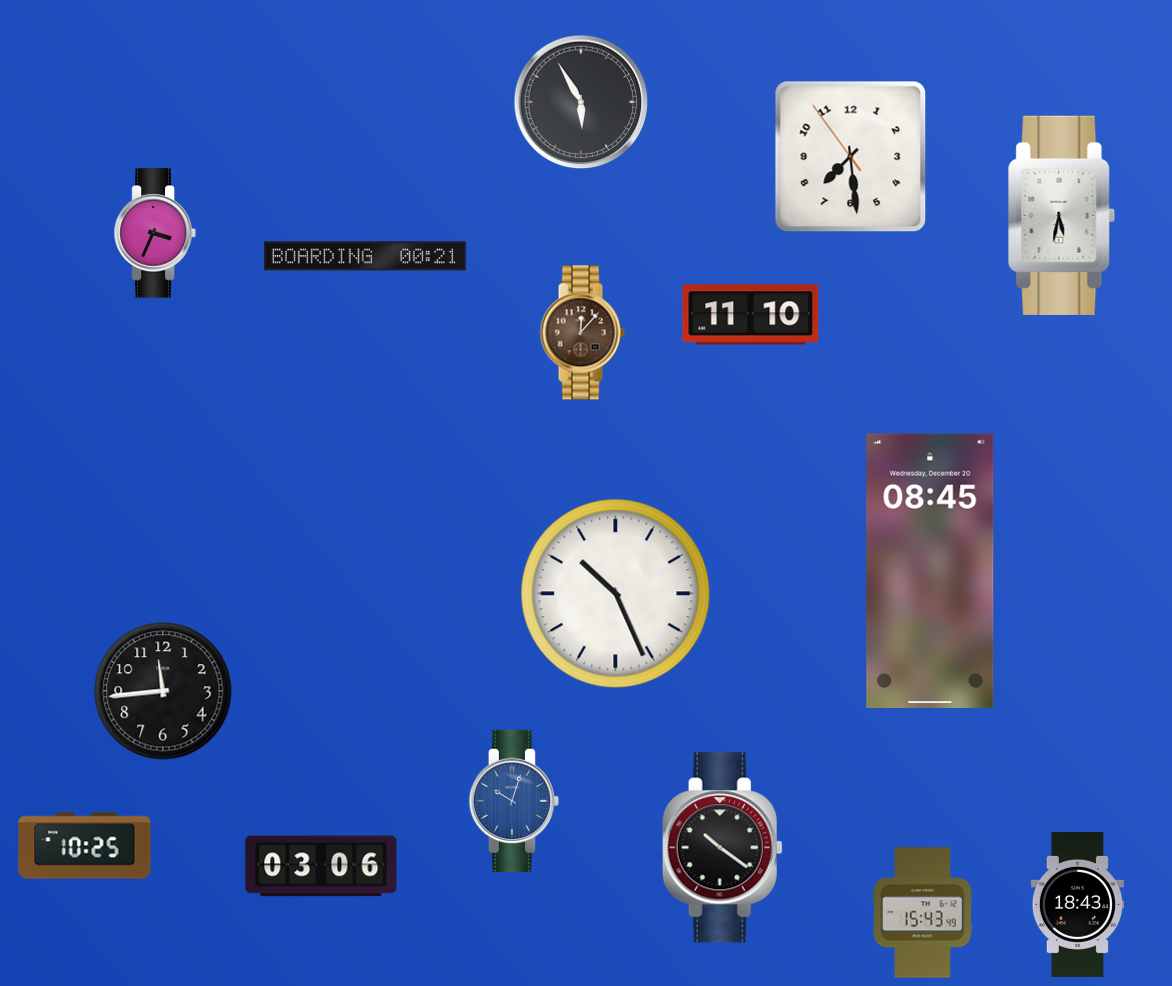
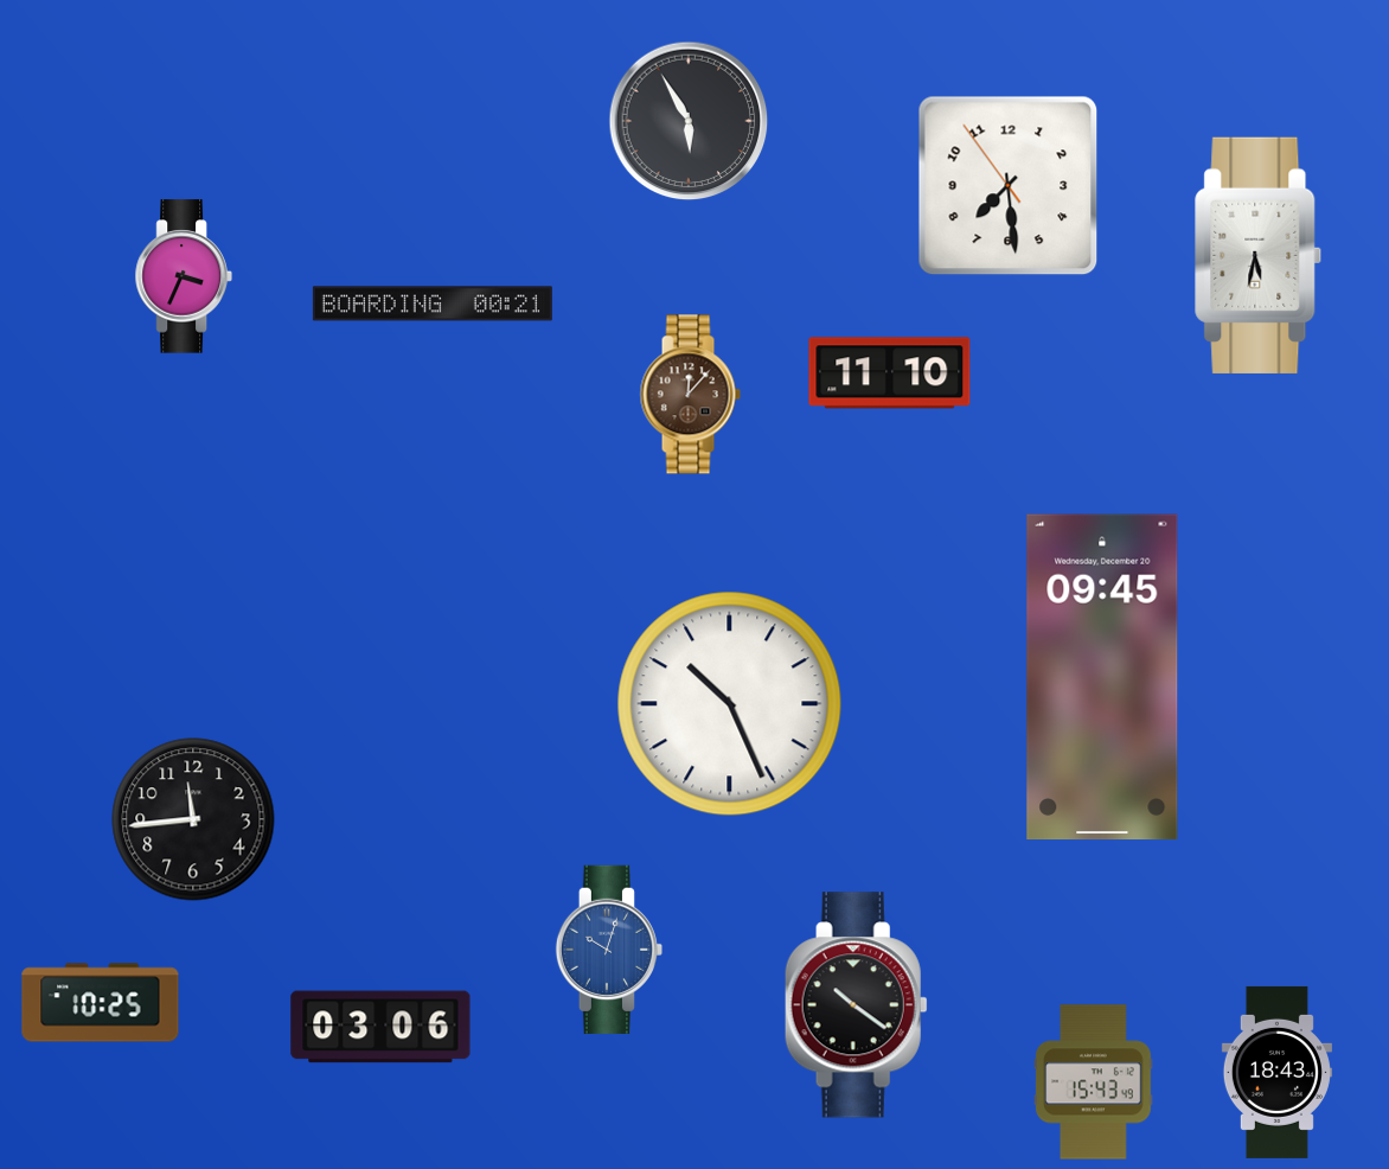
clock at (930, 571): 08:45 -> 09:45
